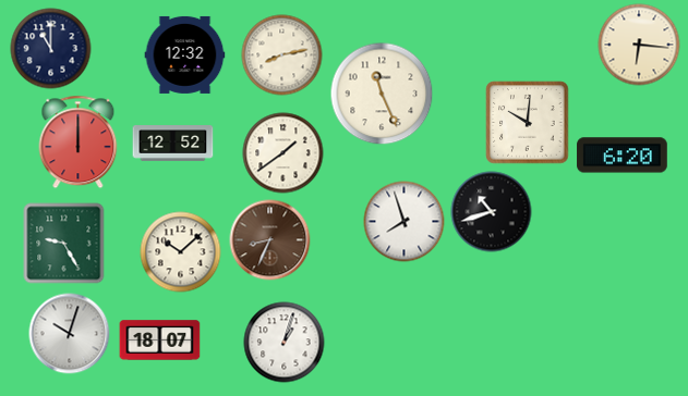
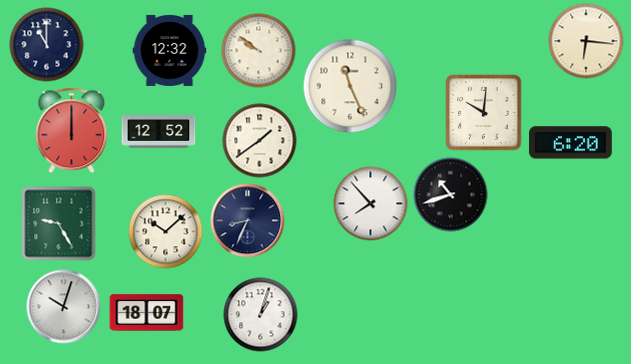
clock at (282, 55): 8:13 -> 9:51
clock at (405, 222): 7:57 -> 7:53
clock at (270, 240) dial: brown -> navy
